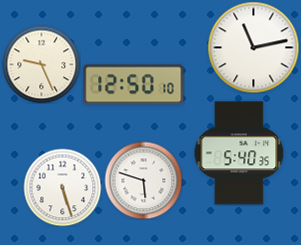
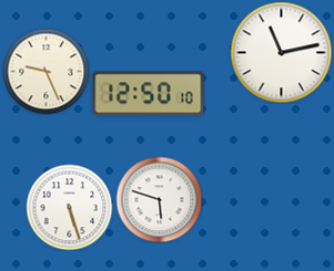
clock at (239, 153): 5:40 -> none
